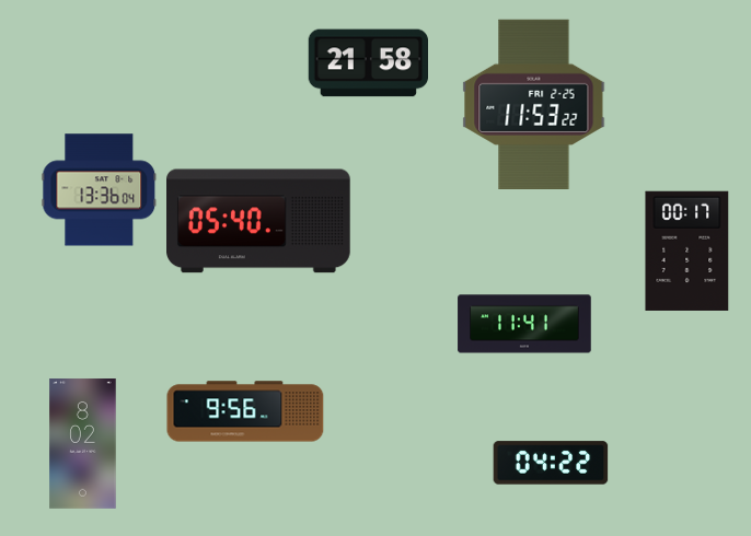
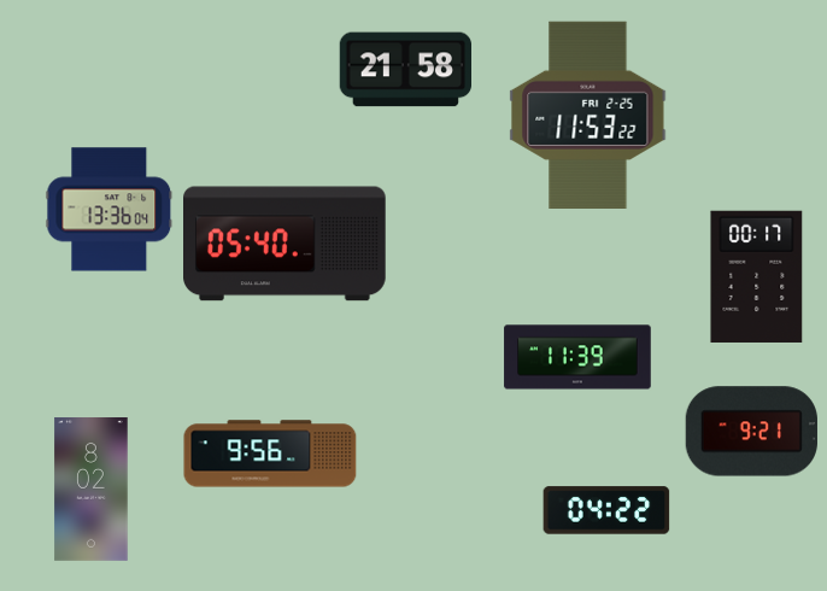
clock at (524, 324): 11:41 -> 11:39
clock at (751, 432): none -> 9:21
